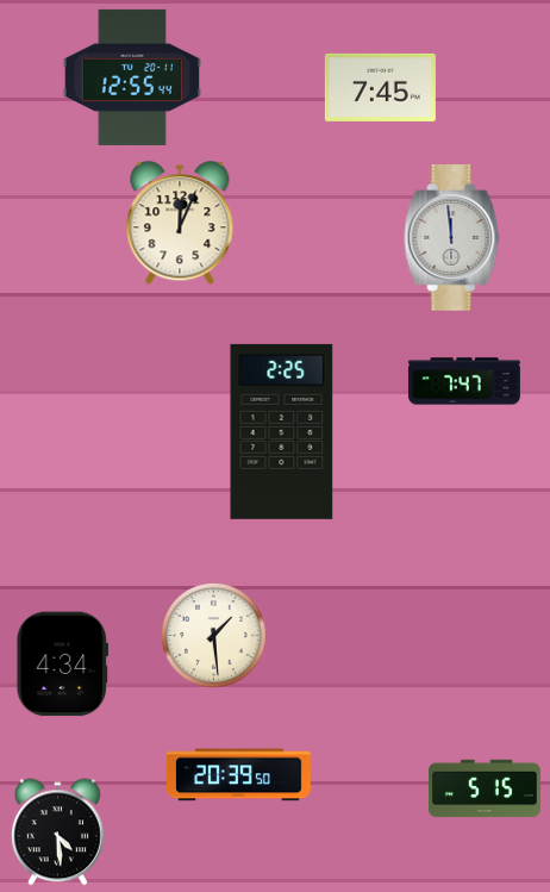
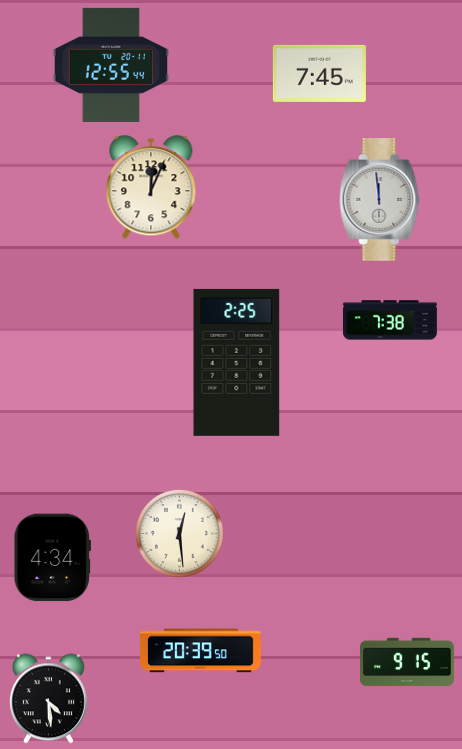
clock at (464, 381): 7:47 -> 7:38
clock at (214, 636): 1:29 -> 12:29
clock at (485, 788): 5:15 -> 9:15
